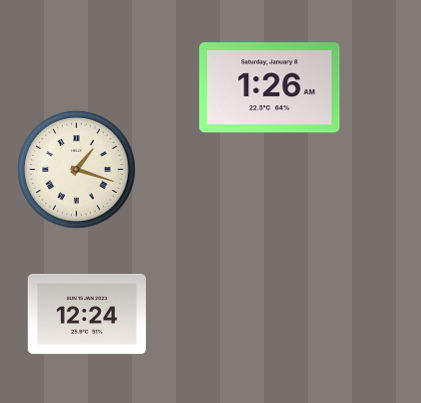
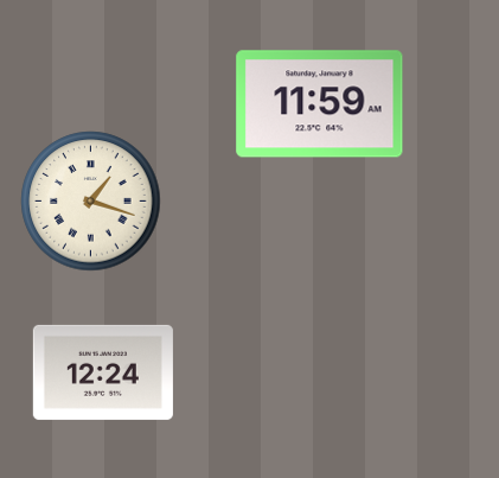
clock at (270, 88): 1:26 -> 11:59
